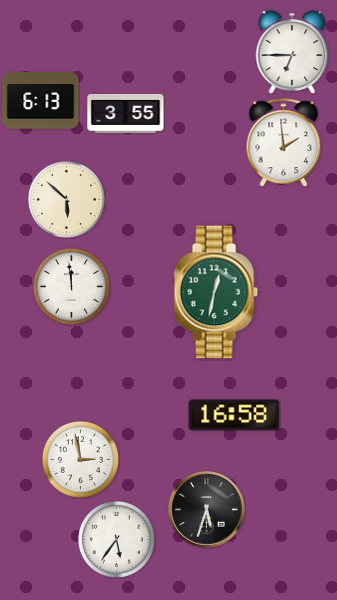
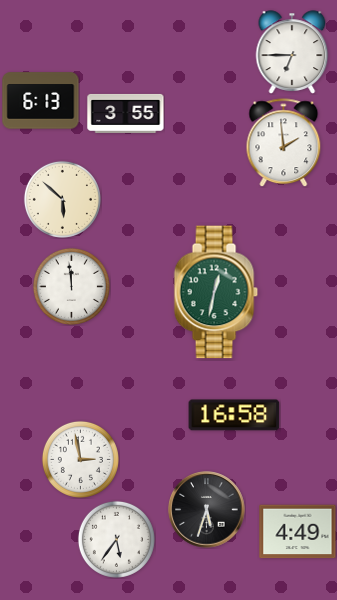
clock at (66, 199) position: (66, 199) -> (62, 199)
clock at (298, 532): none -> 4:49
